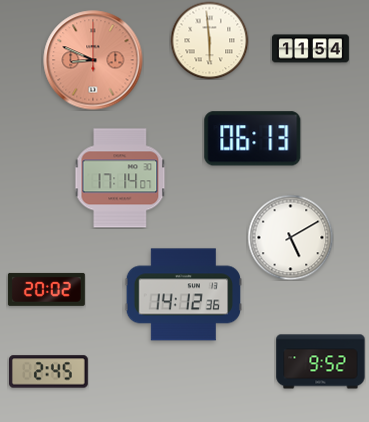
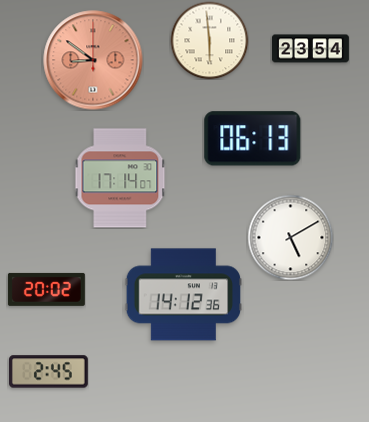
clock at (310, 49): 11:54 -> 23:54
clock at (93, 60): 8:49 -> 8:51
clock at (321, 362): 9:52 -> none
